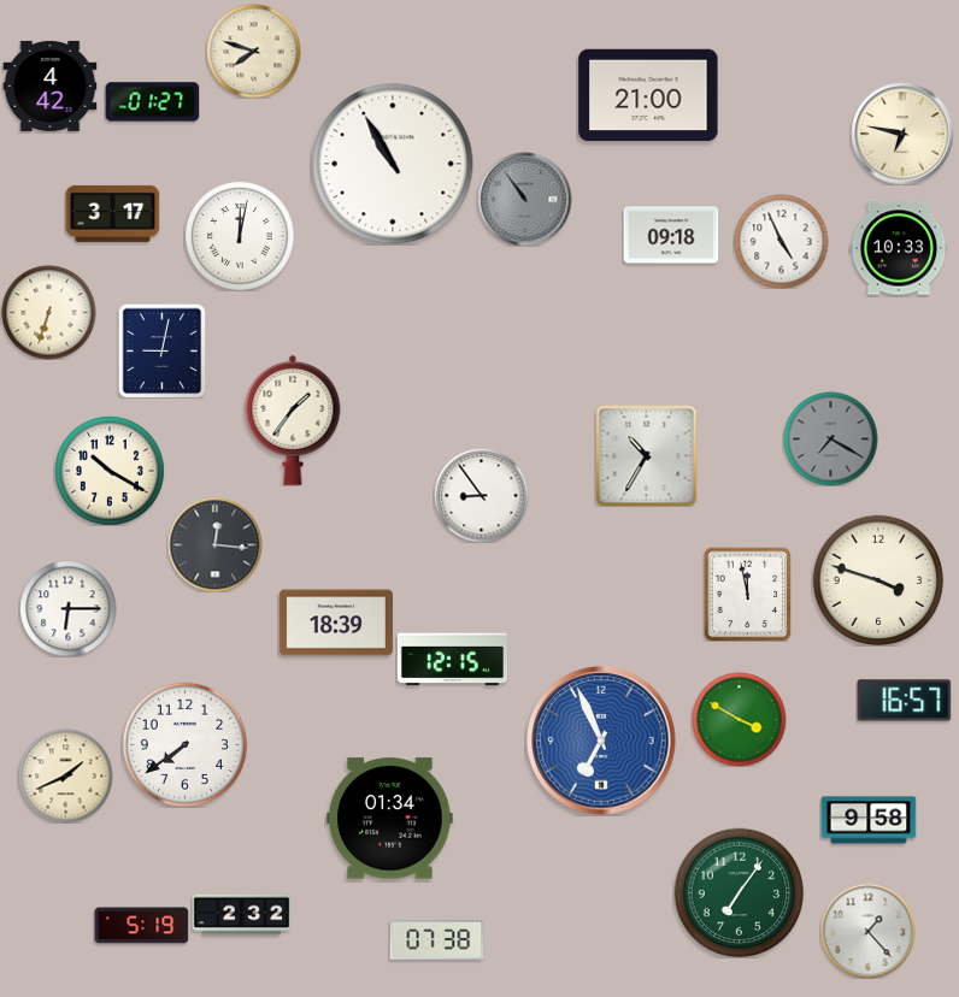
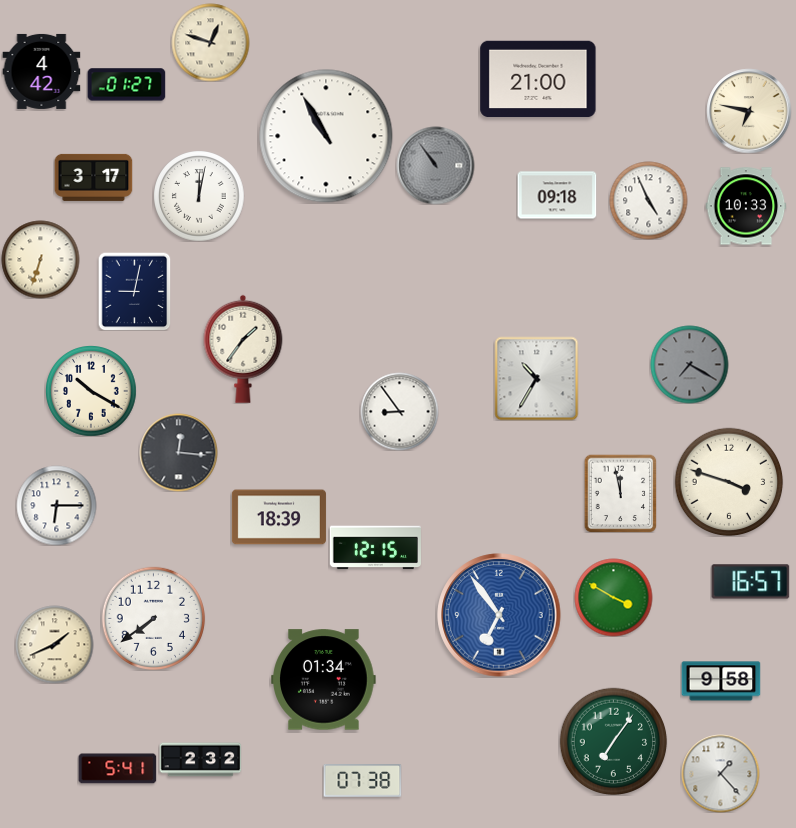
clock at (253, 51): 7:48 -> 12:48
clock at (601, 741): 6:56 -> 6:54
clock at (141, 926): 5:19 -> 5:41
